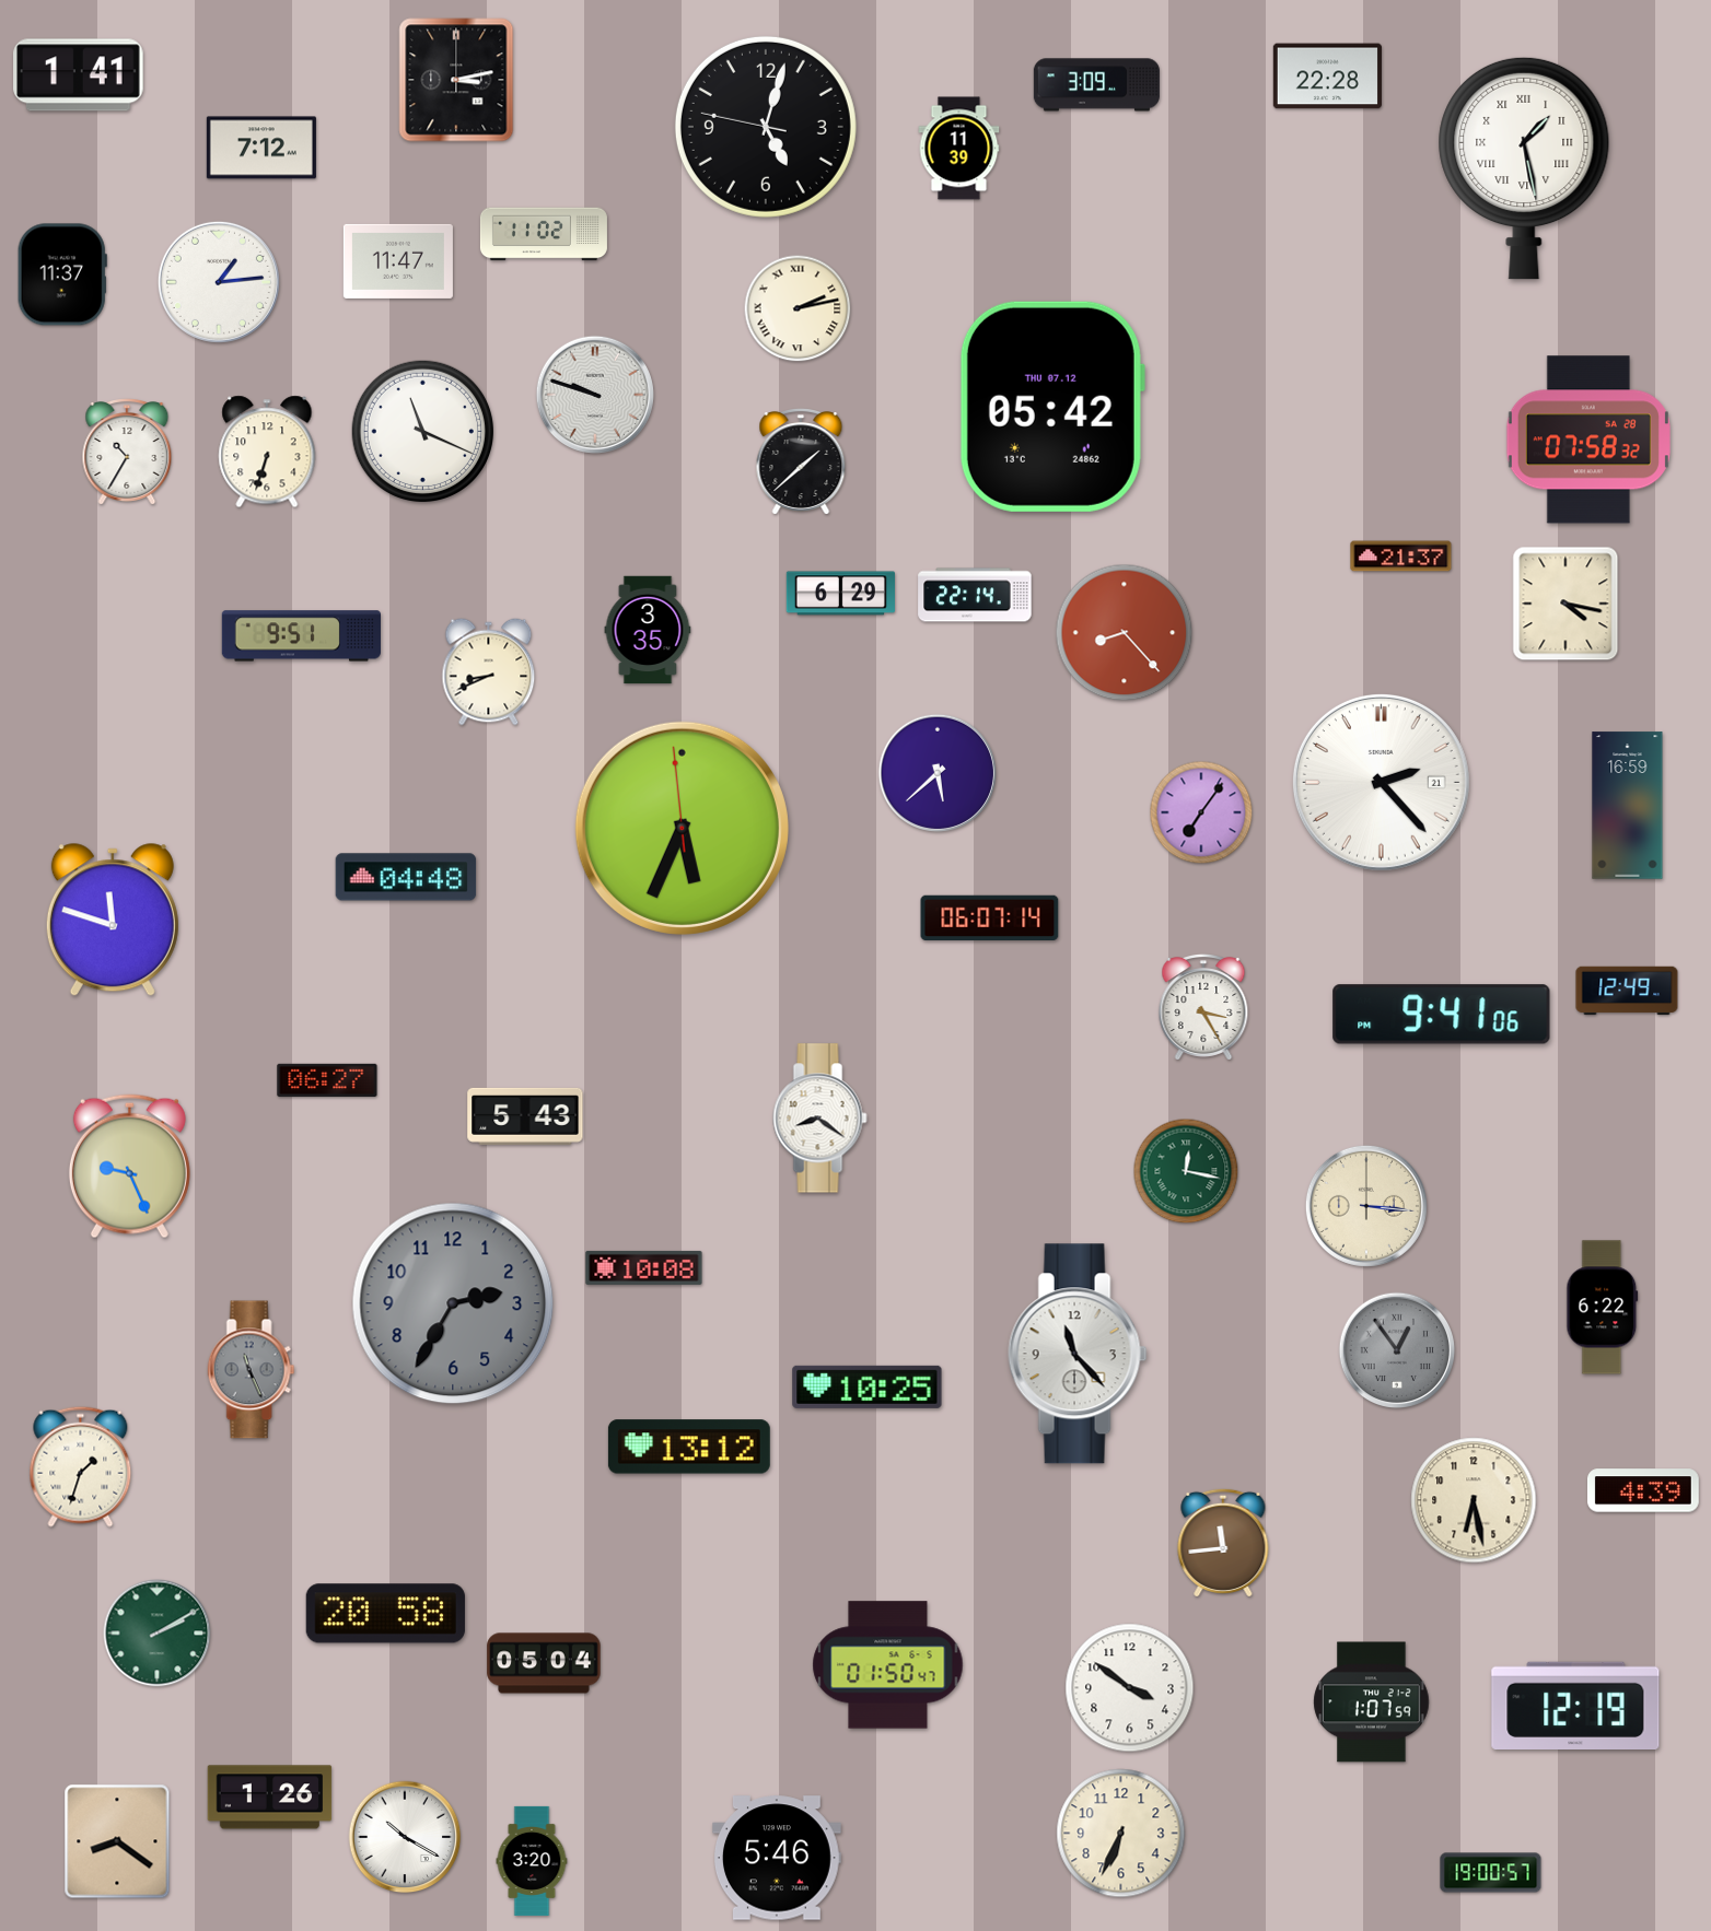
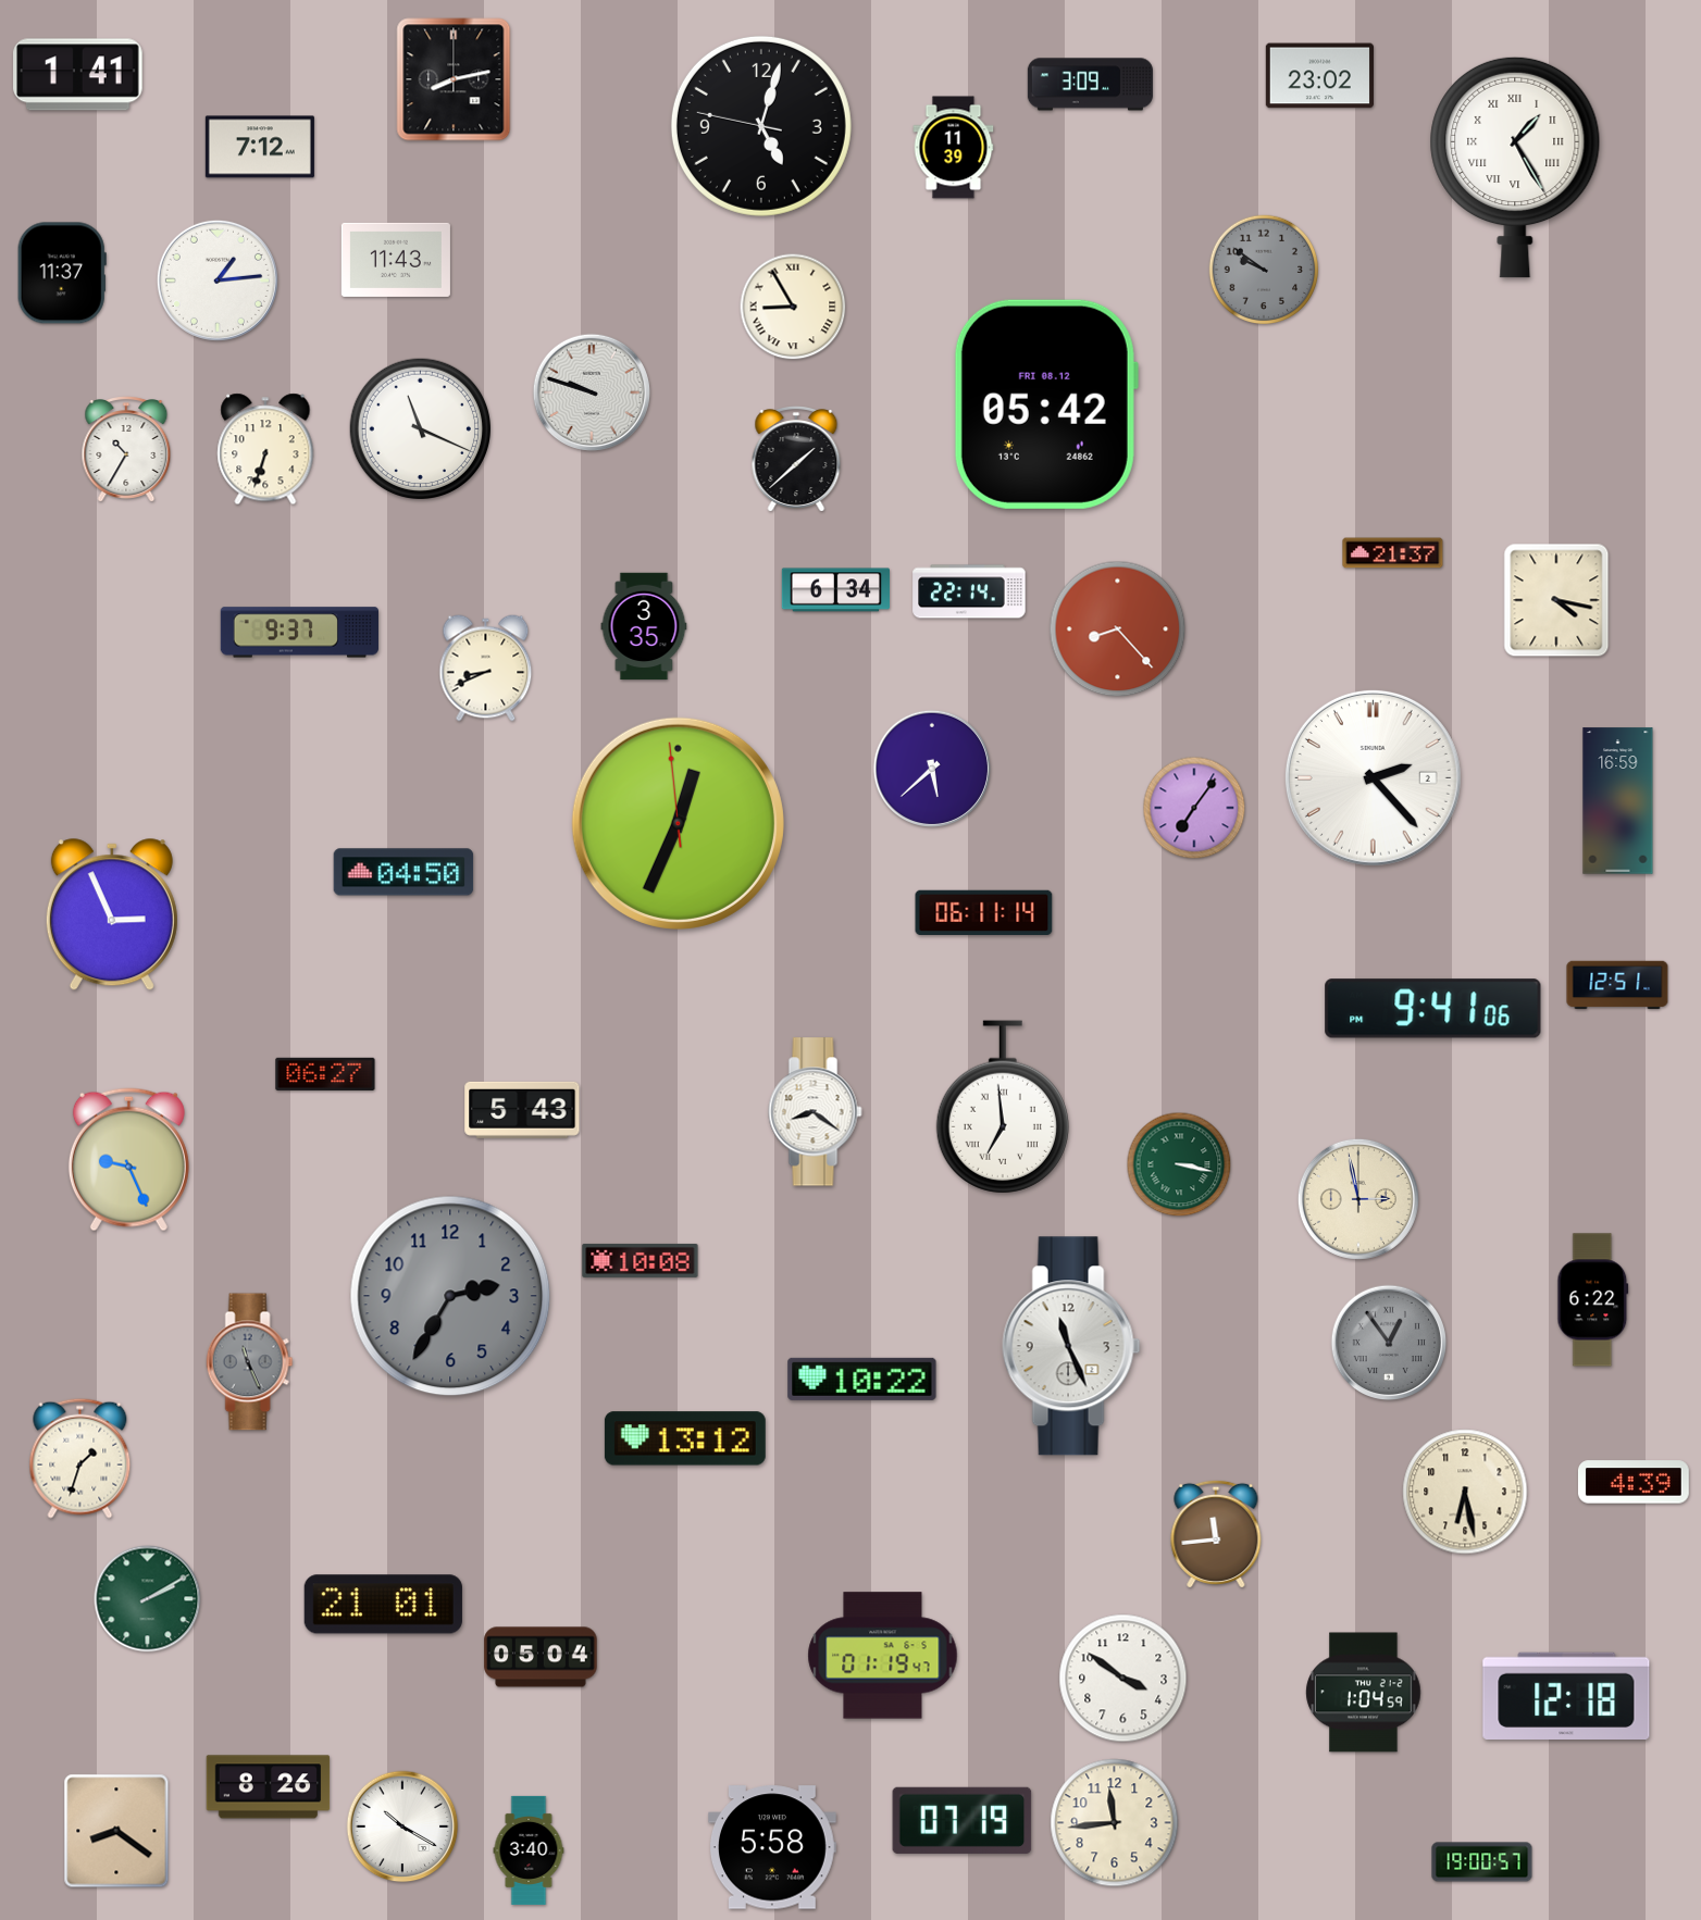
clock at (1327, 77): 22:28 -> 23:02
clock at (456, 80): 3:13 -> 8:13
clock at (1524, 168): 1:28 -> 1:25
clock at (544, 234): 11:02 -> none
clock at (398, 261): 11:47 -> 11:43
clock at (1264, 270): none -> 9:51
clock at (798, 308): 2:13 -> 8:55
clock at (1051, 407) date: THU 07.12 -> FRI 08.12
clock at (1588, 440): 07:58 -> none
clock at (840, 594): 6:29 -> 6:34
clock at (301, 636): 9:51 -> 9:37
clock at (1381, 782) date: 21 -> 2
clock at (682, 828): 5:33 -> 12:33
clock at (406, 877): 04:48 -> 04:50
clock at (990, 918): 06:07 -> 06:11
clock at (113, 921): 11:48 -> 2:56
clock at (1627, 991): 12:49 -> 12:51
clock at (1203, 1008): 3:25 -> none
clock at (1003, 1107): none -> 6:59
clock at (1186, 1171): 12:17 -> 3:17
clock at (1366, 1206): 3:16 -> 2:58
clock at (1078, 1354): 11:23 -> 11:26
clock at (868, 1386): 10:25 -> 10:22
clock at (385, 1614): 20:58 -> 21:01
clock at (158, 1634) position: (158, 1634) -> (148, 1599)
clock at (544, 1663) position: (544, 1663) -> (541, 1657)
clock at (888, 1665): 01:50 -> 01:19
clock at (1372, 1702): 1:07 -> 1:04
clock at (1575, 1705): 12:19 -> 12:18
clock at (270, 1798): 1:26 -> 8:26
clock at (963, 1820): none -> 07:19
clock at (1121, 1834): 6:34 -> 11:44
clock at (778, 1858): 5:46 -> 5:58
clock at (532, 1861): 3:20 -> 3:40
